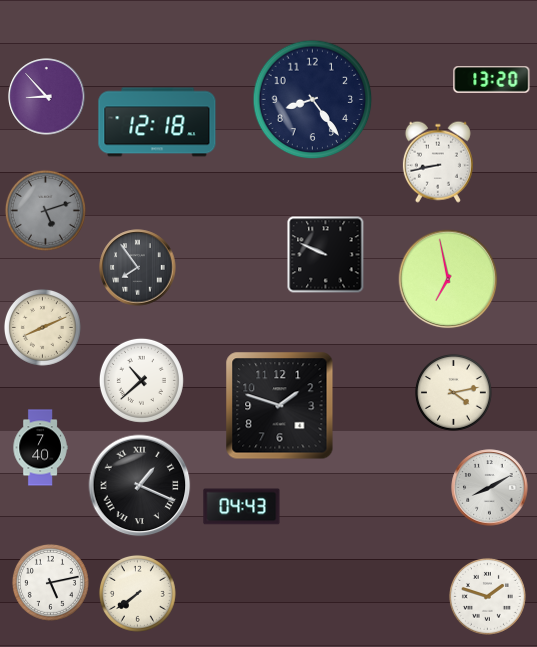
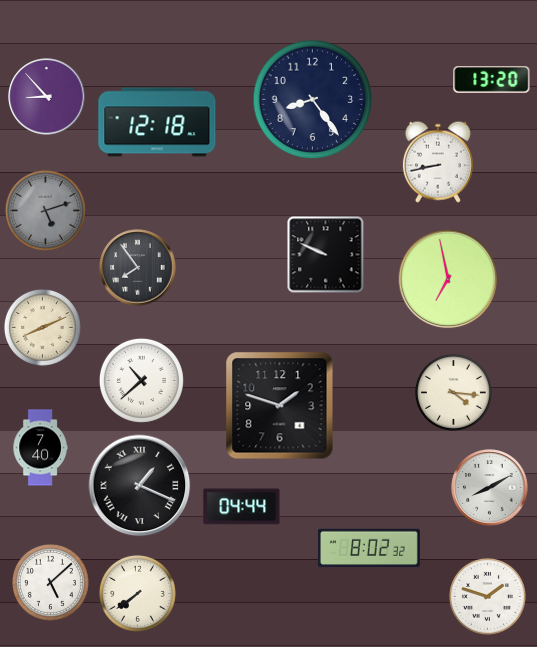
clock at (453, 392): 4:13 -> 4:16
clock at (242, 507): 04:43 -> 04:44
clock at (369, 548): none -> 8:02
clock at (50, 582): 5:13 -> 5:08
